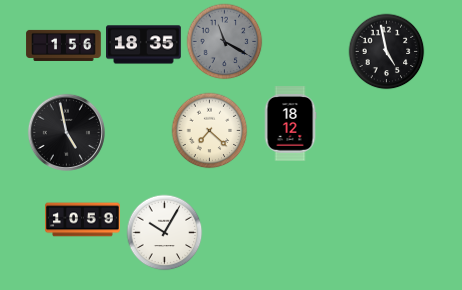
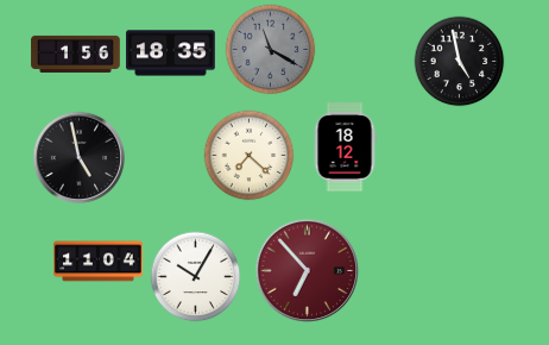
clock at (225, 42) position: (225, 42) -> (271, 50)
clock at (83, 220): 10:59 -> 11:04
clock at (308, 271): none -> 6:53
